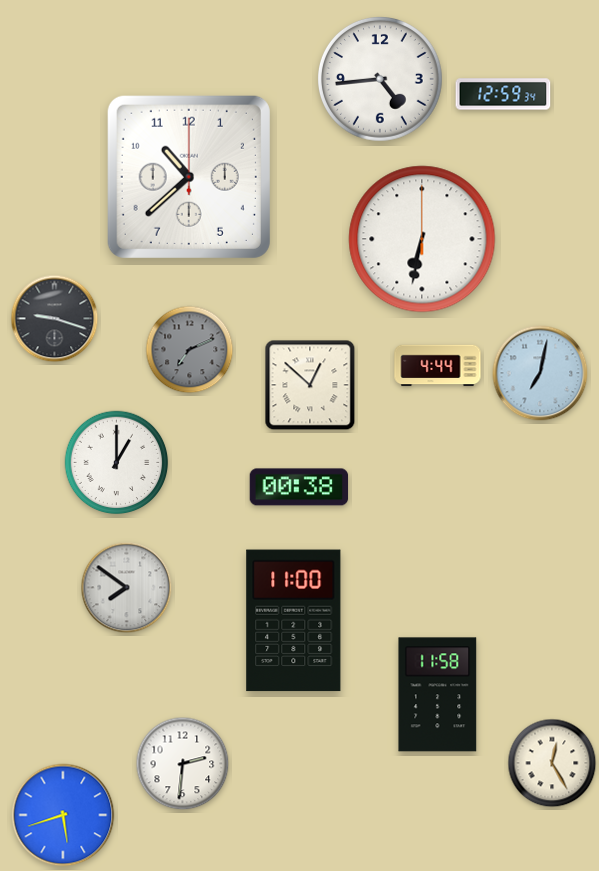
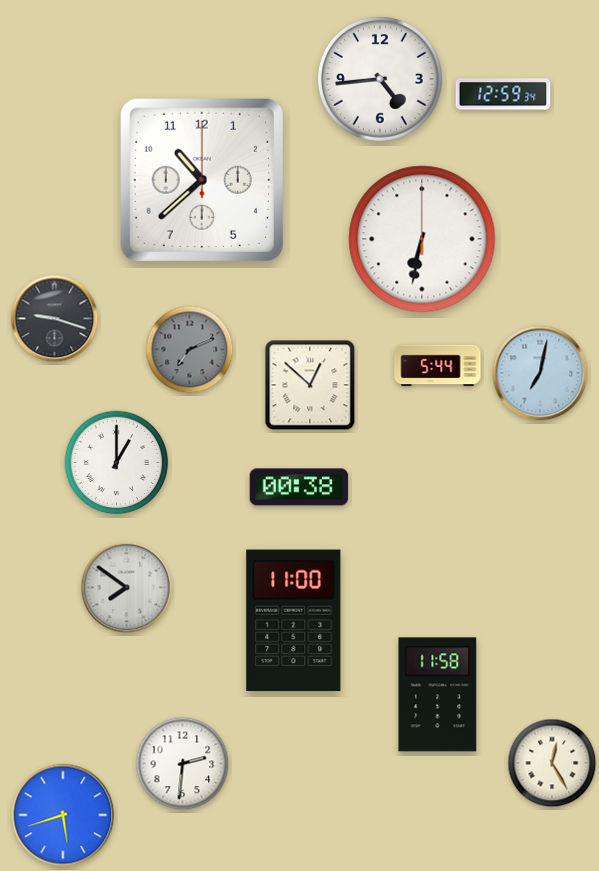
clock at (189, 177) position: (189, 177) -> (202, 180)
clock at (438, 366): 4:44 -> 5:44
